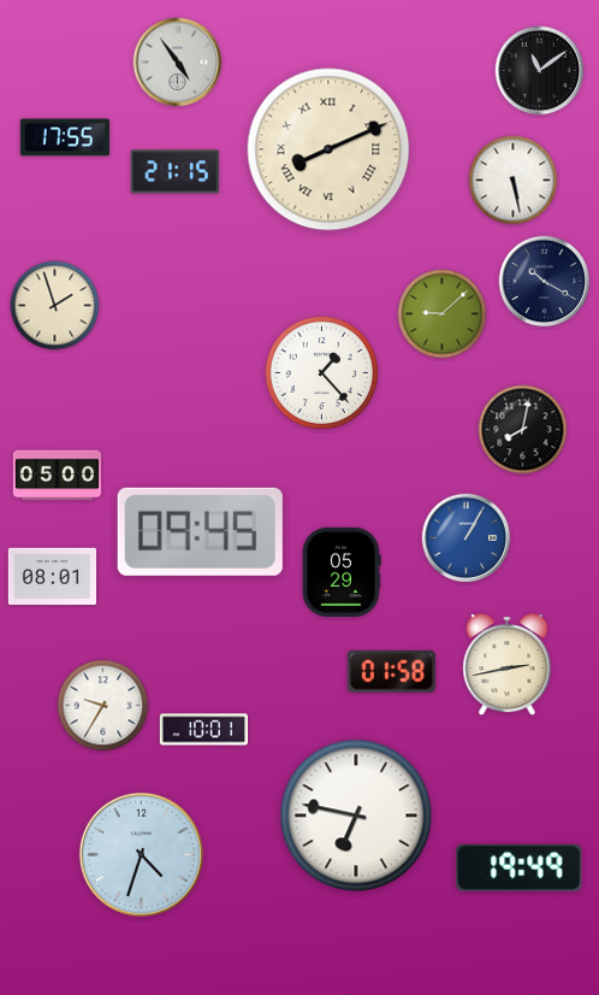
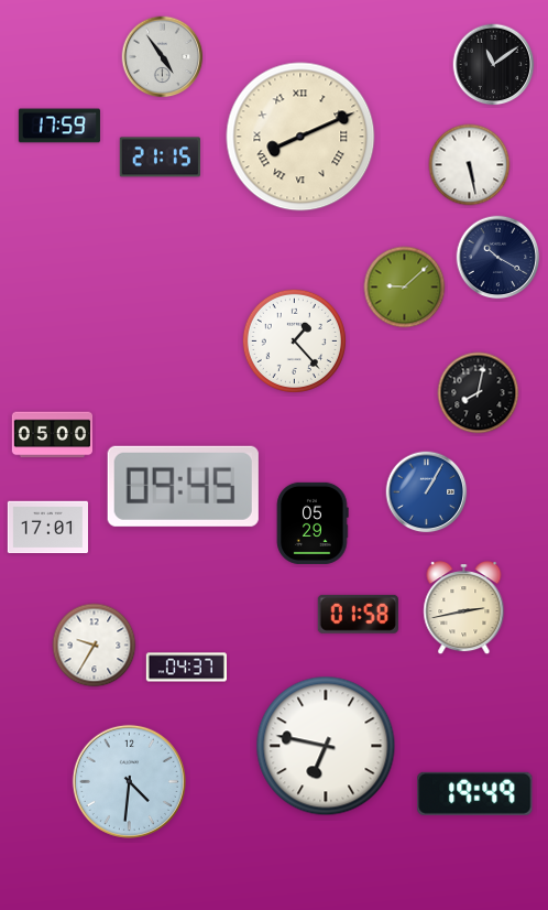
clock at (65, 137): 17:55 -> 17:59
clock at (55, 306): 1:57 -> none
clock at (52, 577): 08:01 -> 17:01
clock at (203, 730): 10:01 -> 04:37
clock at (141, 854): 4:33 -> 4:31
